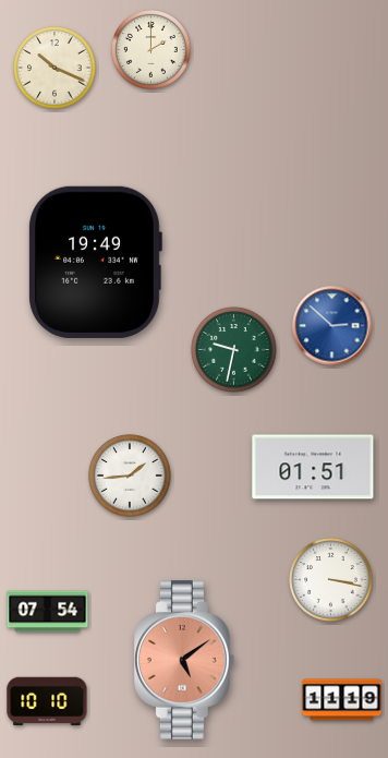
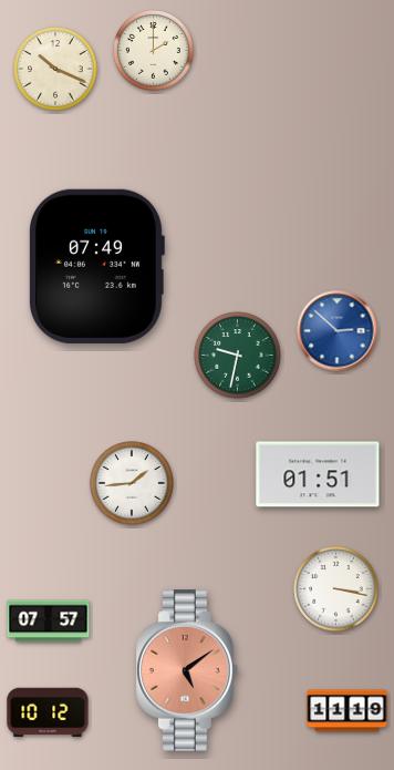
clock at (95, 262): 19:49 -> 07:49
clock at (48, 612): 07:54 -> 07:57
clock at (47, 701): 10:10 -> 10:12
